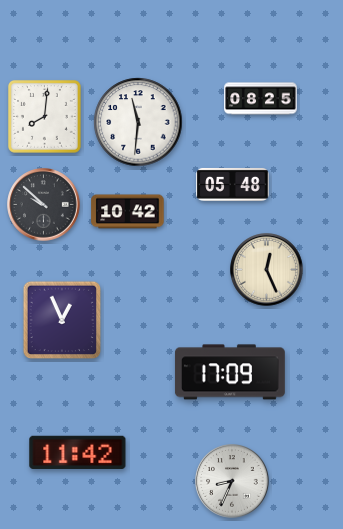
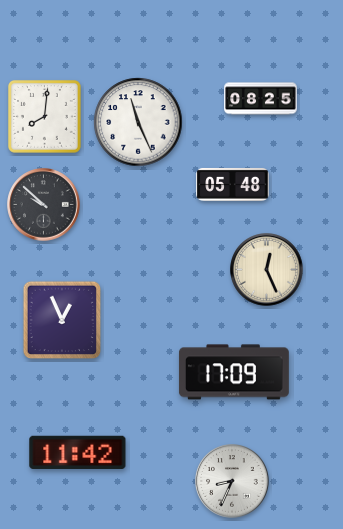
clock at (138, 122): 11:31 -> 11:26
clock at (128, 212): 10:42 -> none
clock at (230, 372) position: (230, 372) -> (234, 372)
